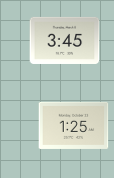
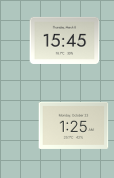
clock at (65, 40): 3:45 -> 15:45
